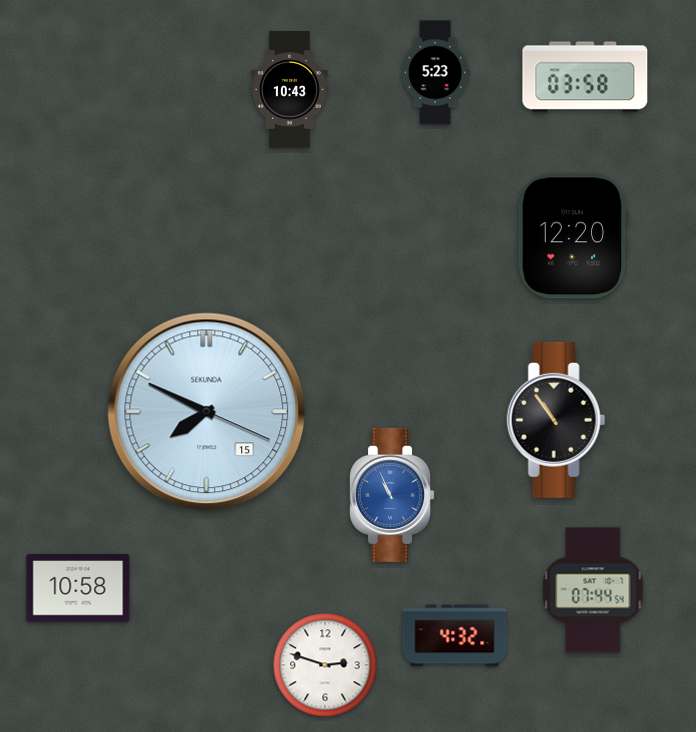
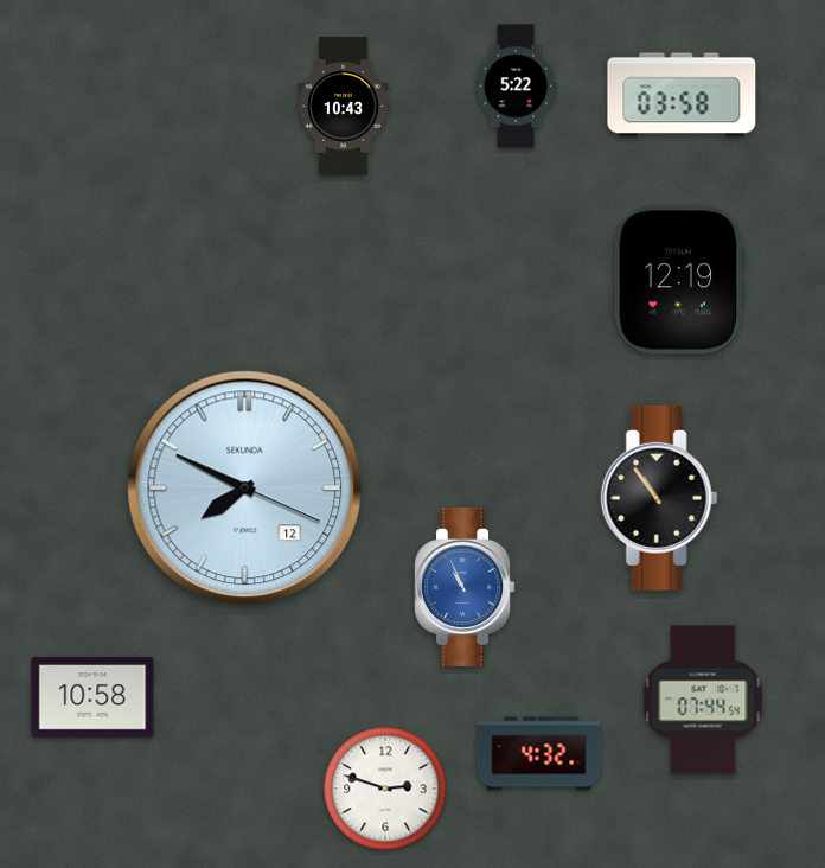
clock at (435, 73): 5:23 -> 5:22
clock at (585, 77) position: (585, 77) -> (682, 95)
clock at (573, 236): 12:20 -> 12:19
clock at (207, 412) date: 15 -> 12
